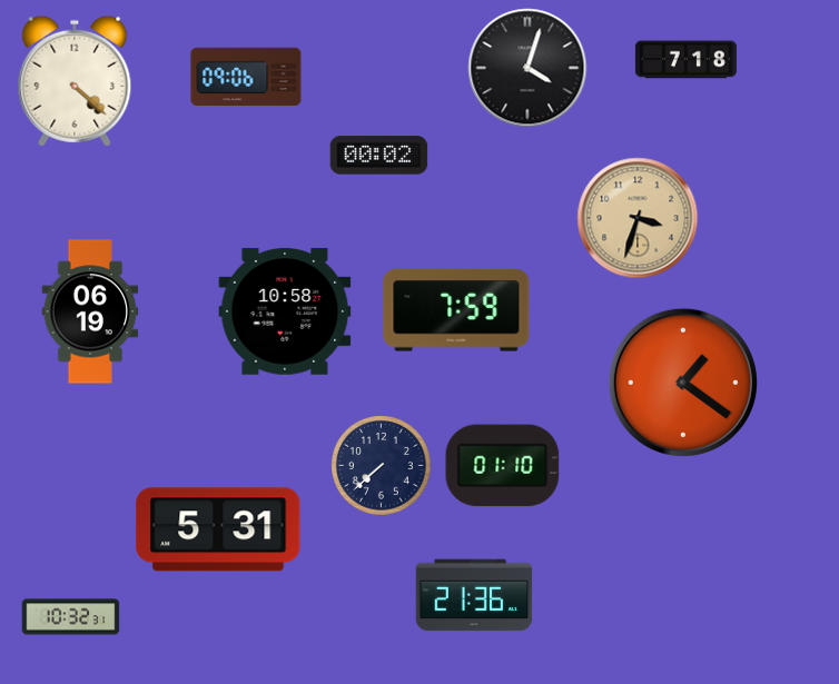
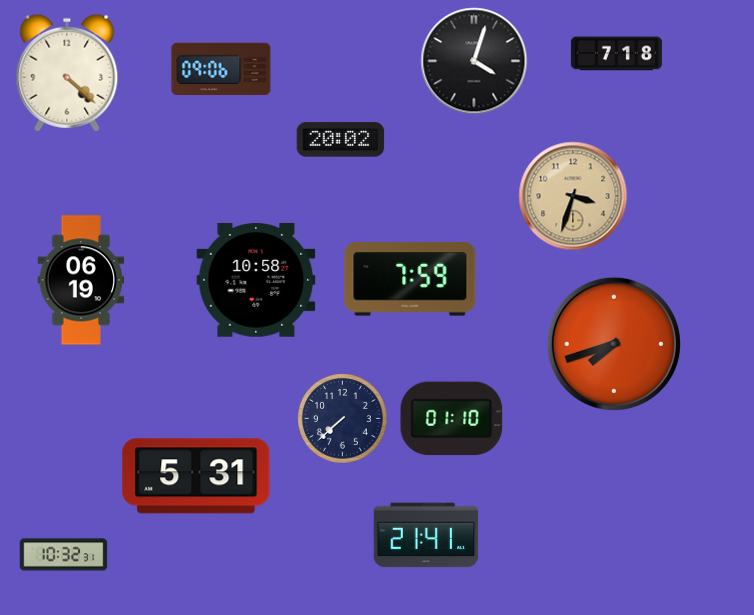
clock at (379, 156): 00:02 -> 20:02
clock at (683, 383): 1:21 -> 7:42
clock at (474, 595): 21:36 -> 21:41
